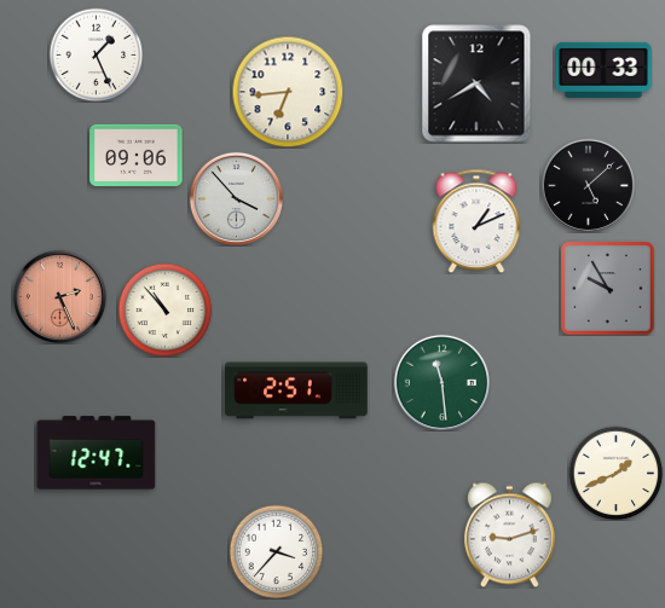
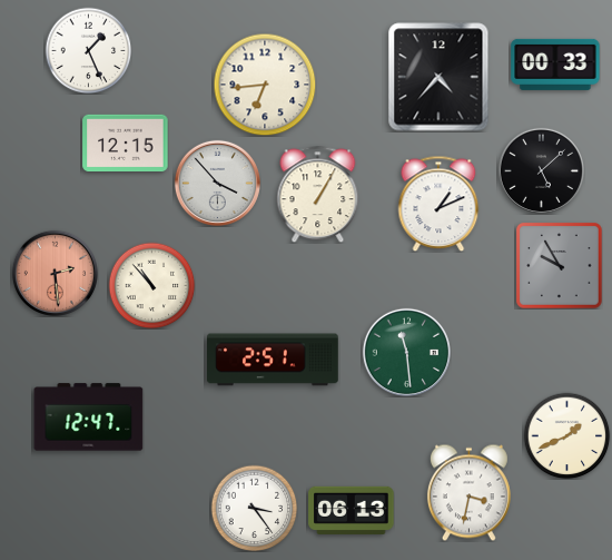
clock at (476, 83): 4:40 -> 4:37
clock at (137, 155): 09:06 -> 12:15
clock at (318, 194): none -> 1:05
clock at (59, 296): 2:26 -> 2:29
clock at (509, 534): 9:12 -> 3:32
clock at (276, 551): 3:37 -> 3:24
clock at (352, 510): none -> 06:13
